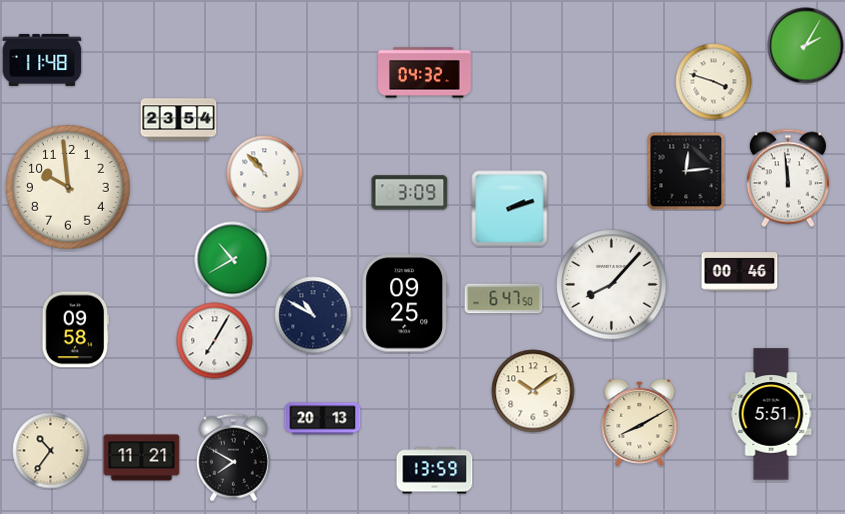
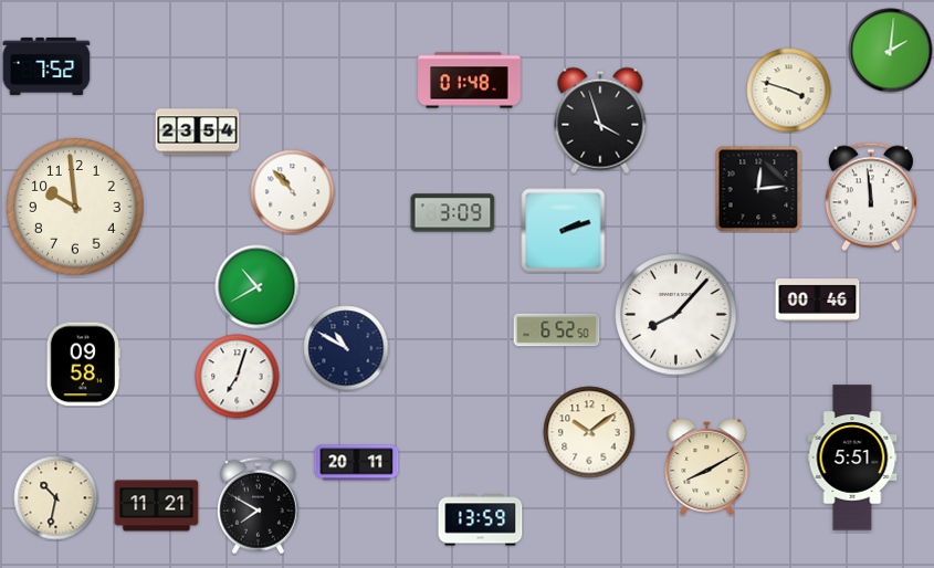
clock at (806, 46): 2:05 -> 2:01
clock at (42, 60): 11:48 -> 7:52
clock at (425, 73): 04:32 -> 01:48
clock at (600, 120): none -> 3:57
clock at (504, 299): 6:47 -> 6:52
clock at (405, 303): 09:25 -> none
clock at (215, 341): 7:05 -> 7:03
clock at (323, 419): 20:13 -> 20:11
clock at (51, 451): 10:36 -> 10:32
